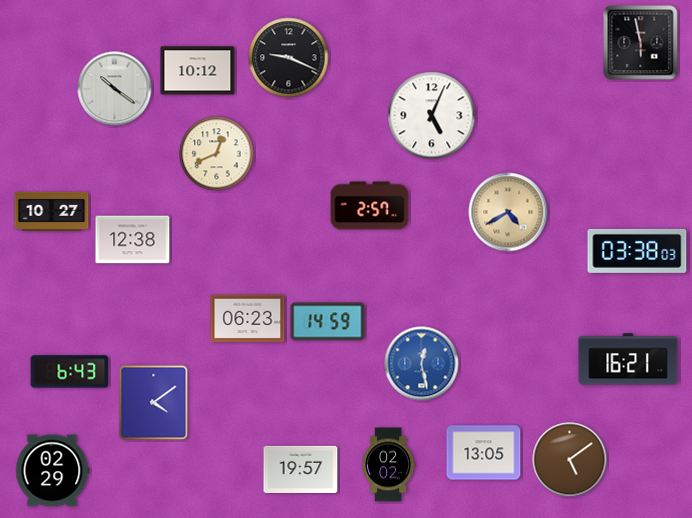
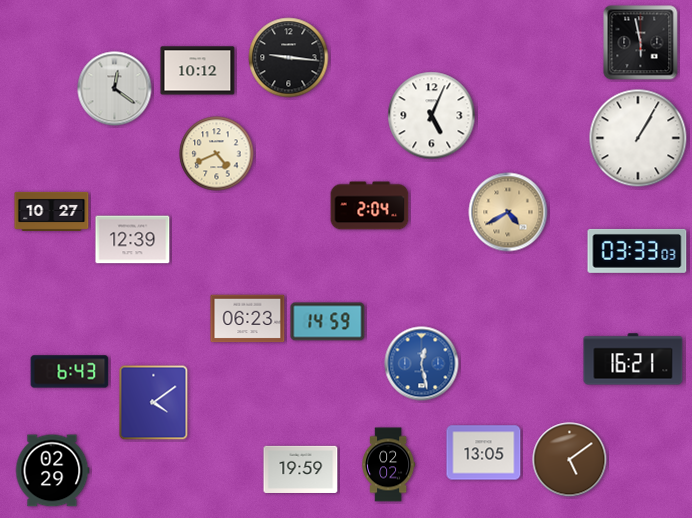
clock at (289, 58): 9:19 -> 9:16
clock at (115, 89): 10:21 -> 12:21
clock at (638, 138): none -> 1:05
clock at (217, 154): 12:41 -> 4:41
clock at (370, 206): 2:57 -> 2:04
clock at (133, 240): 12:38 -> 12:39
clock at (637, 251): 03:38 -> 03:33
clock at (628, 359) position: (628, 359) -> (633, 359)
clock at (301, 469): 19:57 -> 19:59
